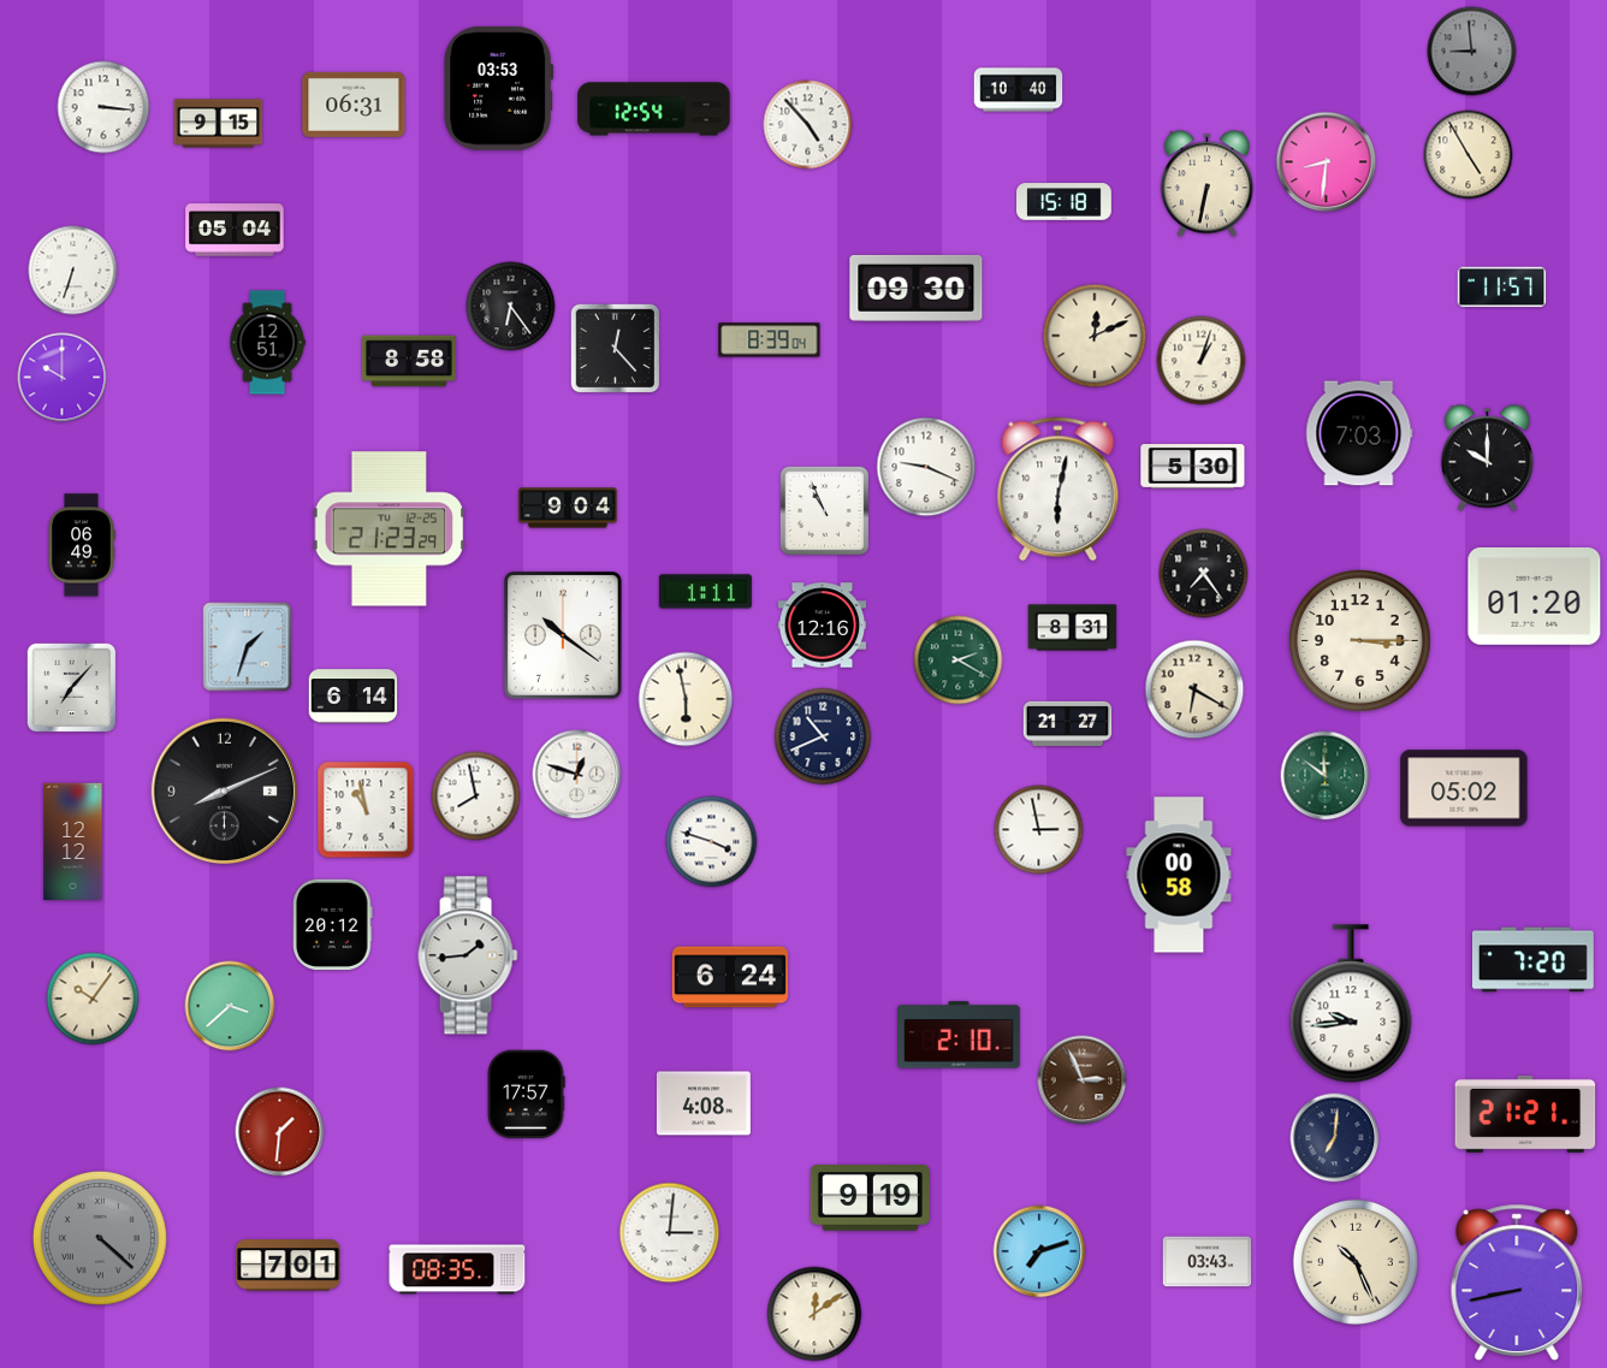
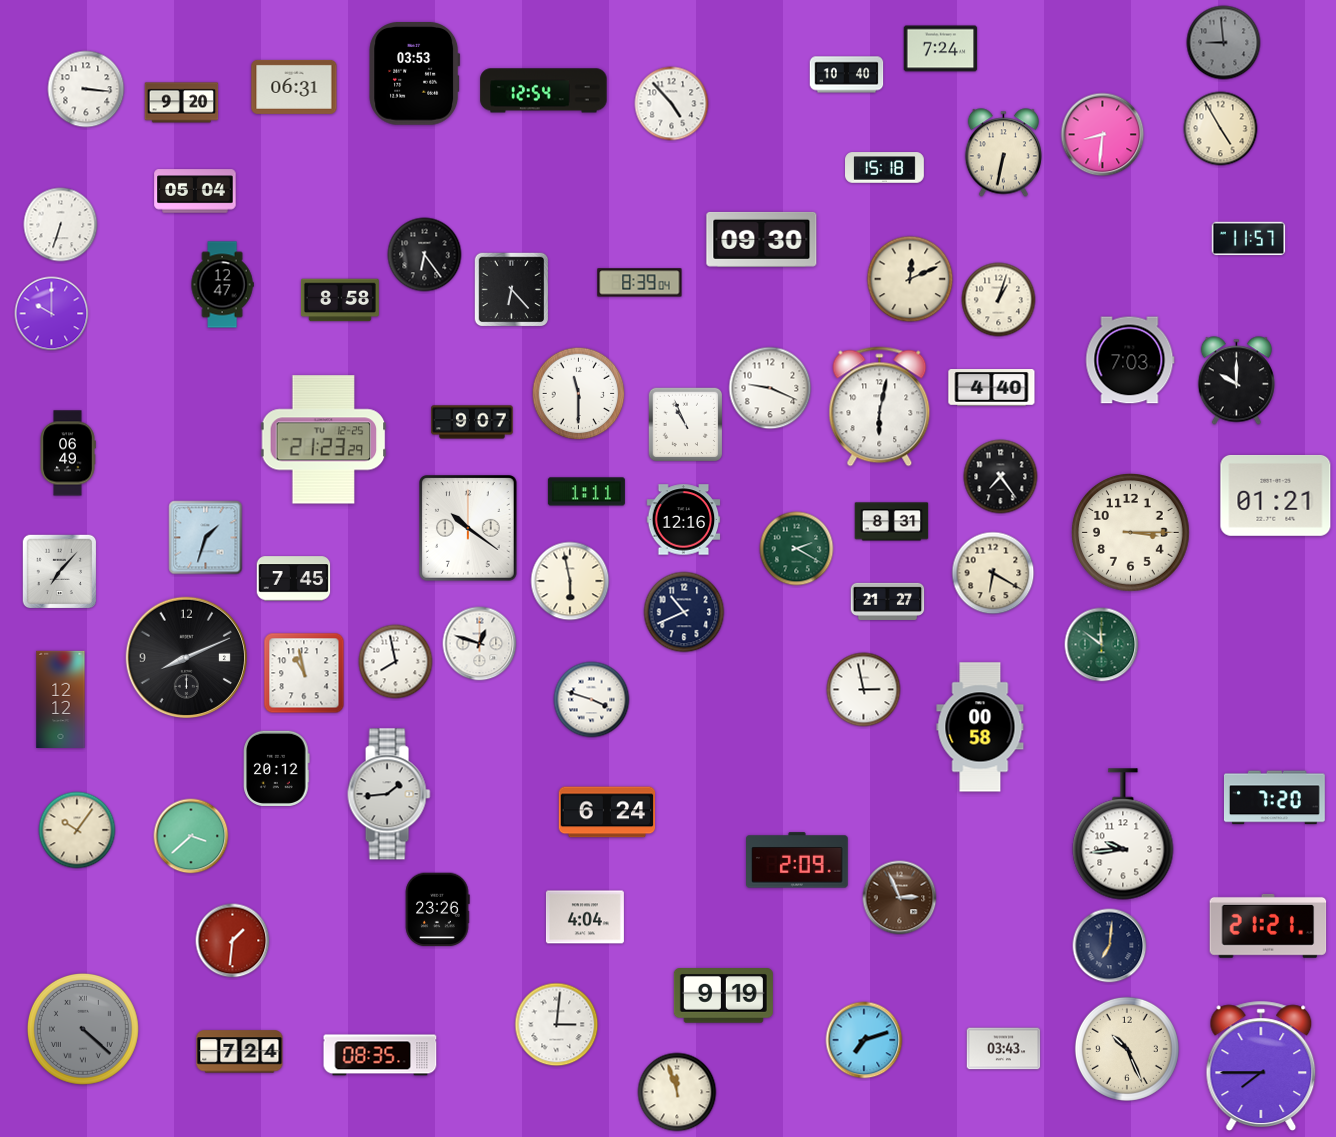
clock at (941, 49): none -> 7:24
clock at (219, 124): 9:15 -> 9:20
clock at (267, 343): 12:51 -> 12:47
clock at (616, 349): 12:23 -> 6:23
clock at (1193, 467): 5:30 -> 4:40
clock at (579, 394): none -> 11:30
clock at (568, 508): 9:04 -> 9:07
clock at (1535, 596): 01:20 -> 01:21
clock at (354, 697): 6:14 -> 7:45
clock at (1464, 788): 05:02 -> none
clock at (960, 1035): 2:10 -> 2:09
clock at (526, 1095): 17:57 -> 23:26
clock at (704, 1103): 4:08 -> 4:04
clock at (289, 1266): 7:01 -> 7:24
clock at (1517, 1283): 8:43 -> 7:45
clock at (814, 1314): 12:09 -> 11:57
